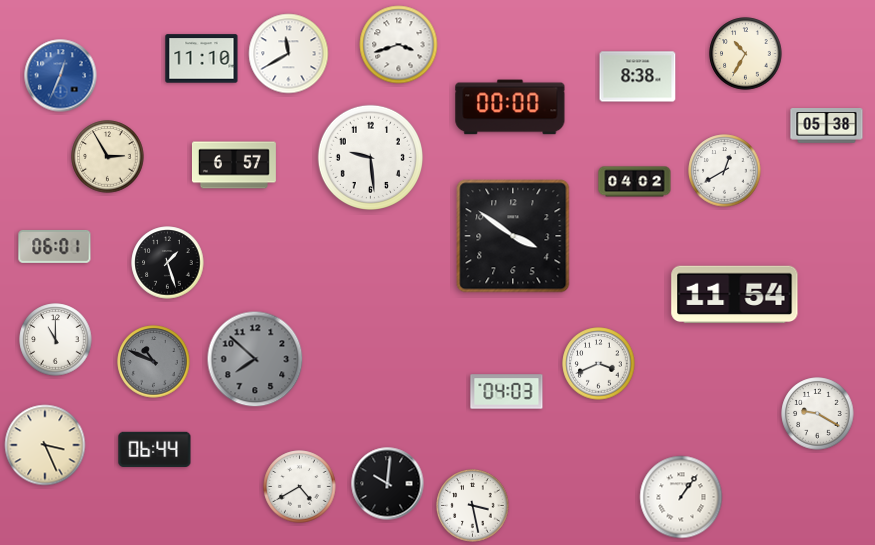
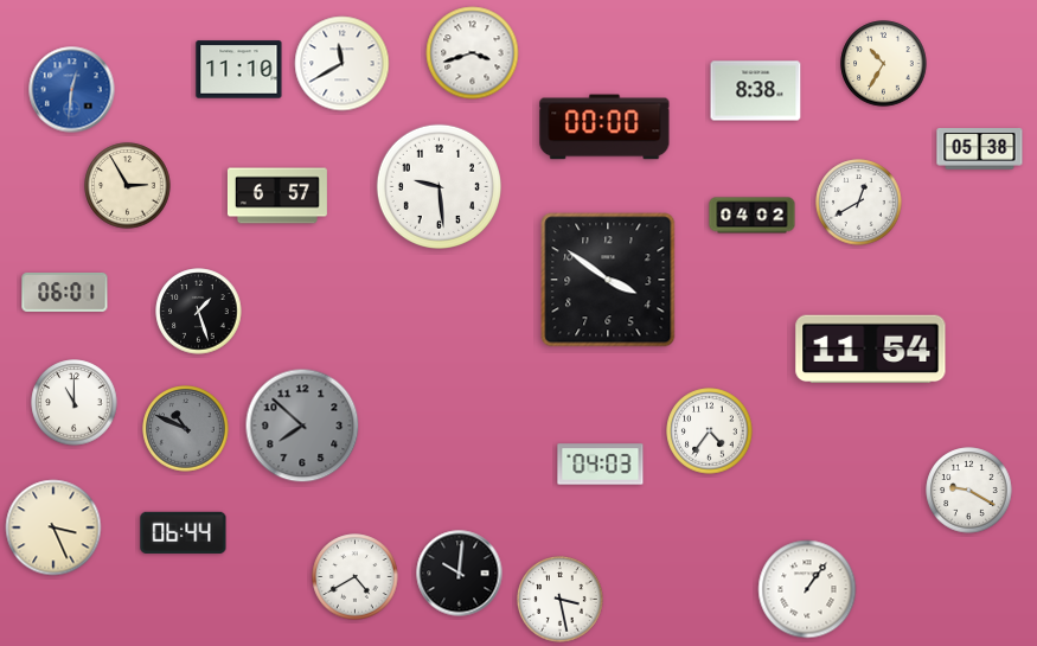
clock at (61, 76): 12:34 -> 12:31
clock at (56, 340) position: (56, 340) -> (75, 403)
clock at (154, 362) position: (154, 362) -> (186, 429)
clock at (599, 364): 3:41 -> 4:36
